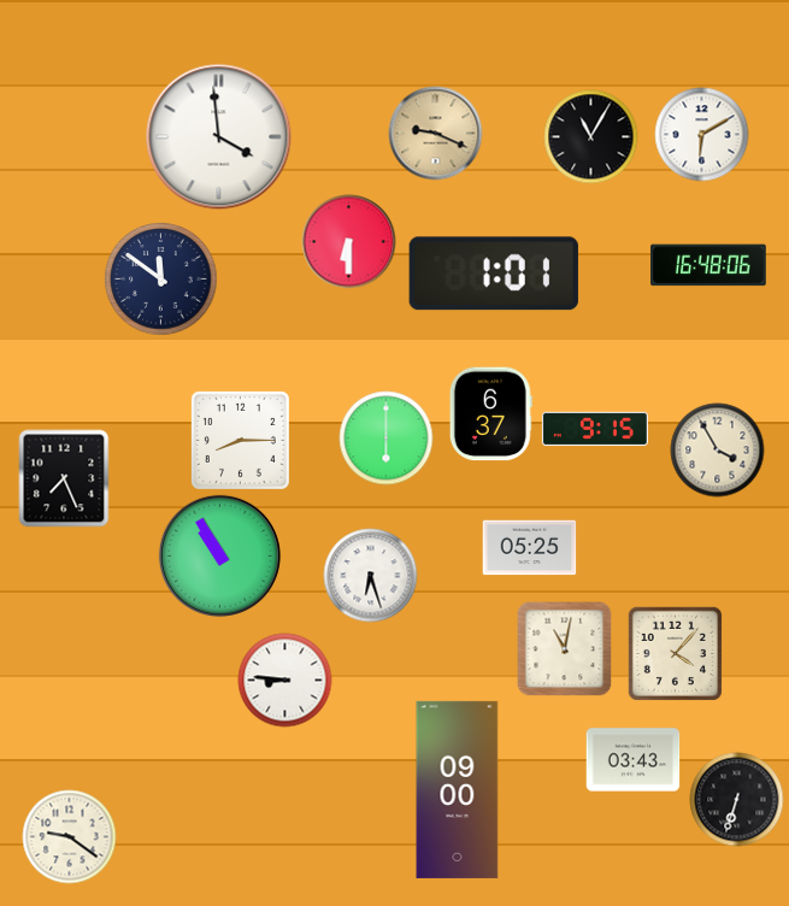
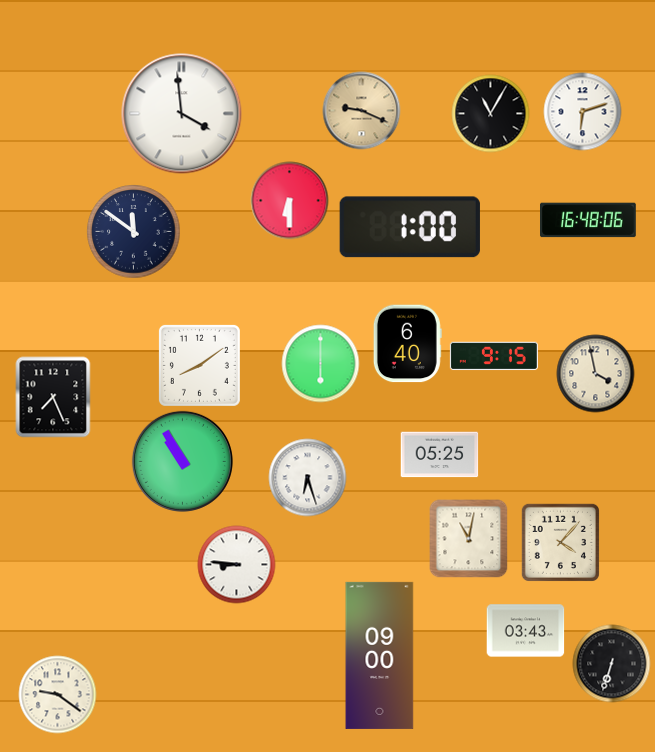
clock at (701, 134): 6:10 -> 6:12
clock at (494, 273): 1:01 -> 1:00
clock at (490, 413): 6:37 -> 6:40
clock at (240, 440): 8:15 -> 8:09
clock at (717, 449): 3:55 -> 3:58
